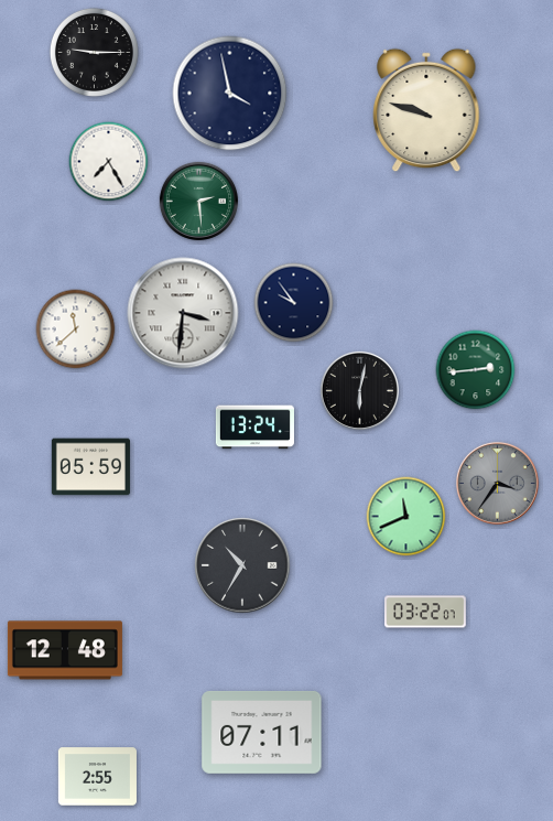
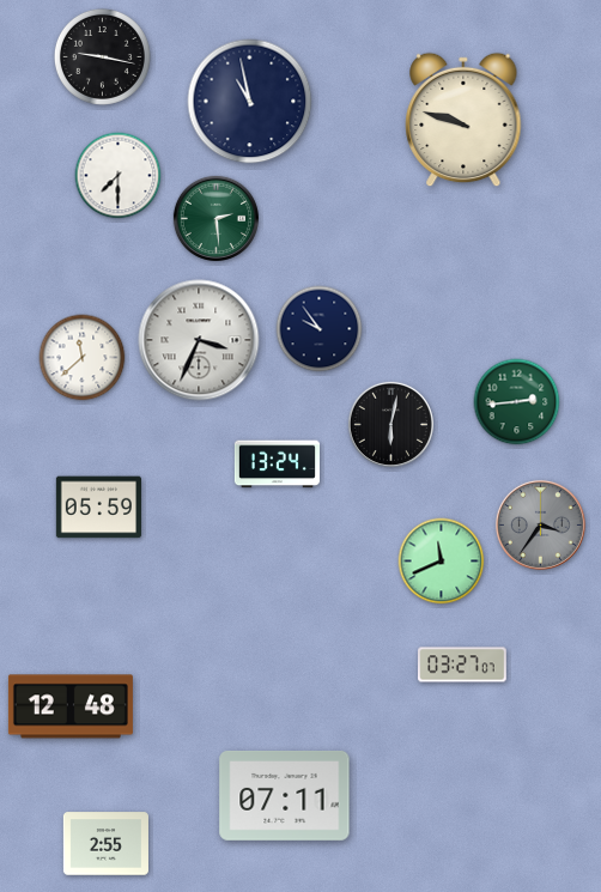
clock at (94, 52): 9:15 -> 9:17
clock at (230, 94): 3:58 -> 10:58
clock at (109, 162): 7:25 -> 7:30
clock at (183, 313): 3:31 -> 3:34
clock at (242, 565): 10:35 -> none
clock at (425, 612): 03:22 -> 03:27
